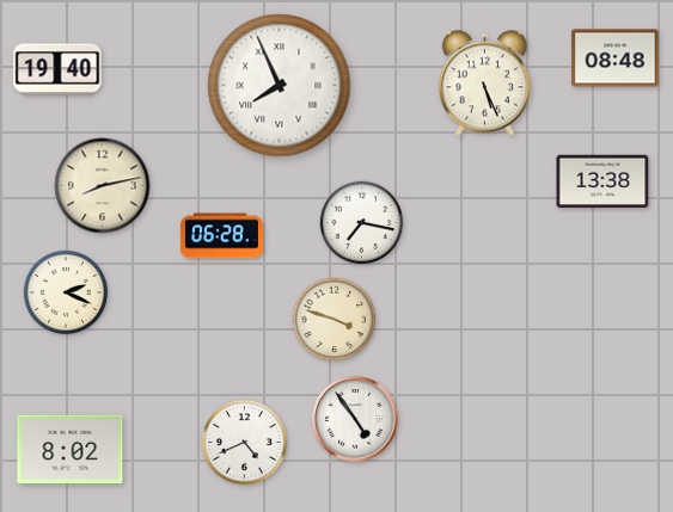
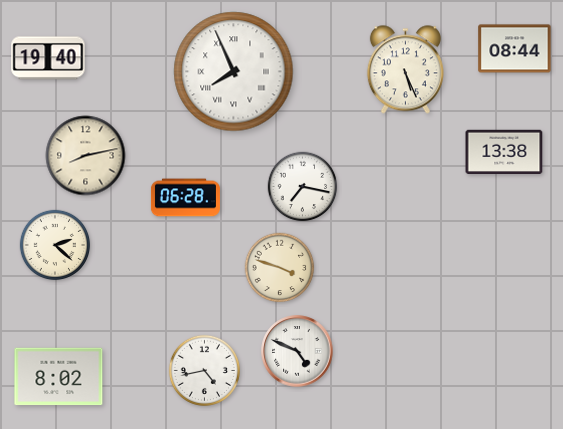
clock at (616, 58): 08:48 -> 08:44
clock at (66, 292): 2:19 -> 2:22
clock at (355, 419): 4:54 -> 4:49
clock at (244, 442): 4:41 -> 4:43
